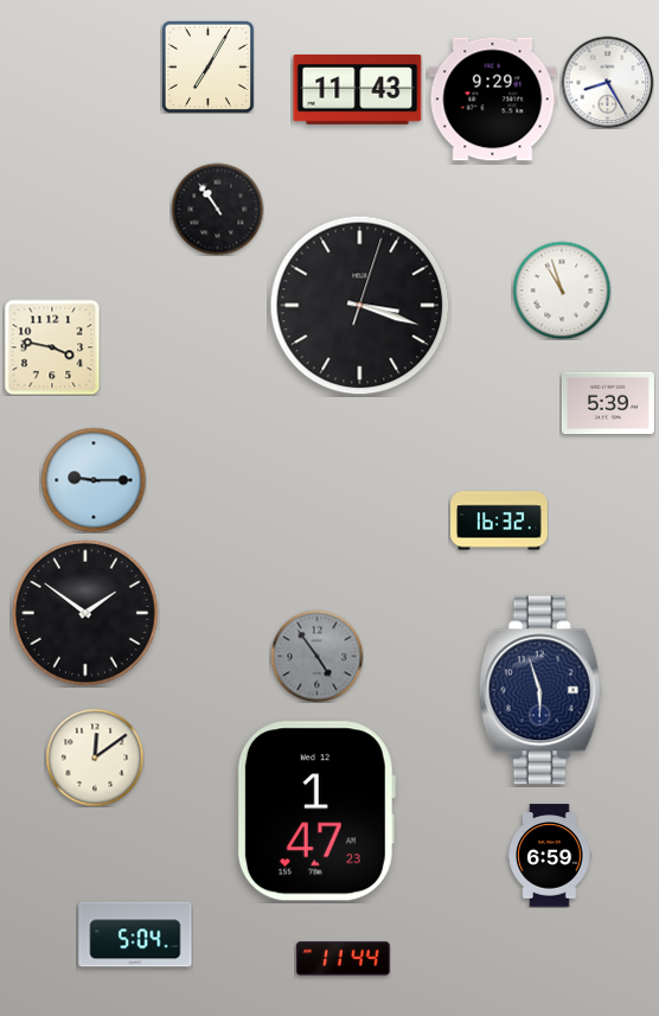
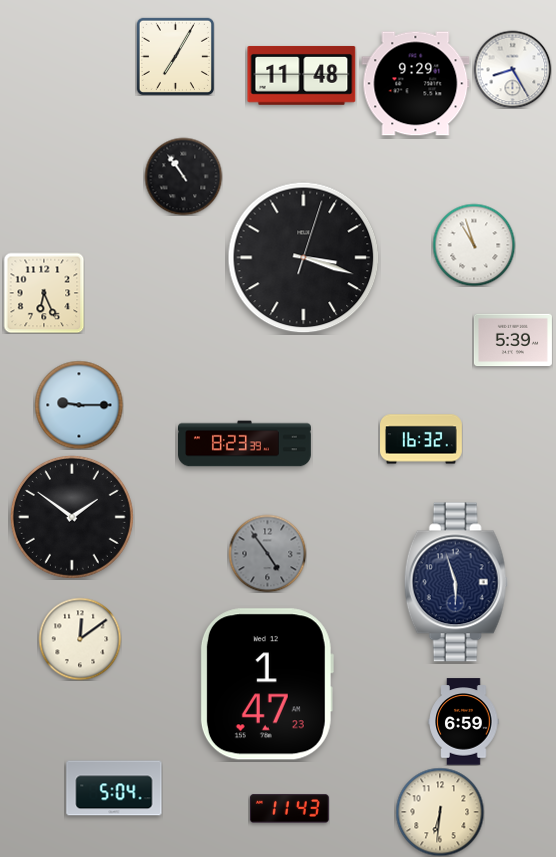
clock at (358, 89): 11:43 -> 11:48
clock at (52, 347): 3:47 -> 6:26
clock at (245, 444): none -> 8:23
clock at (343, 959): 11:44 -> 11:43
clock at (440, 812): none -> 6:31
